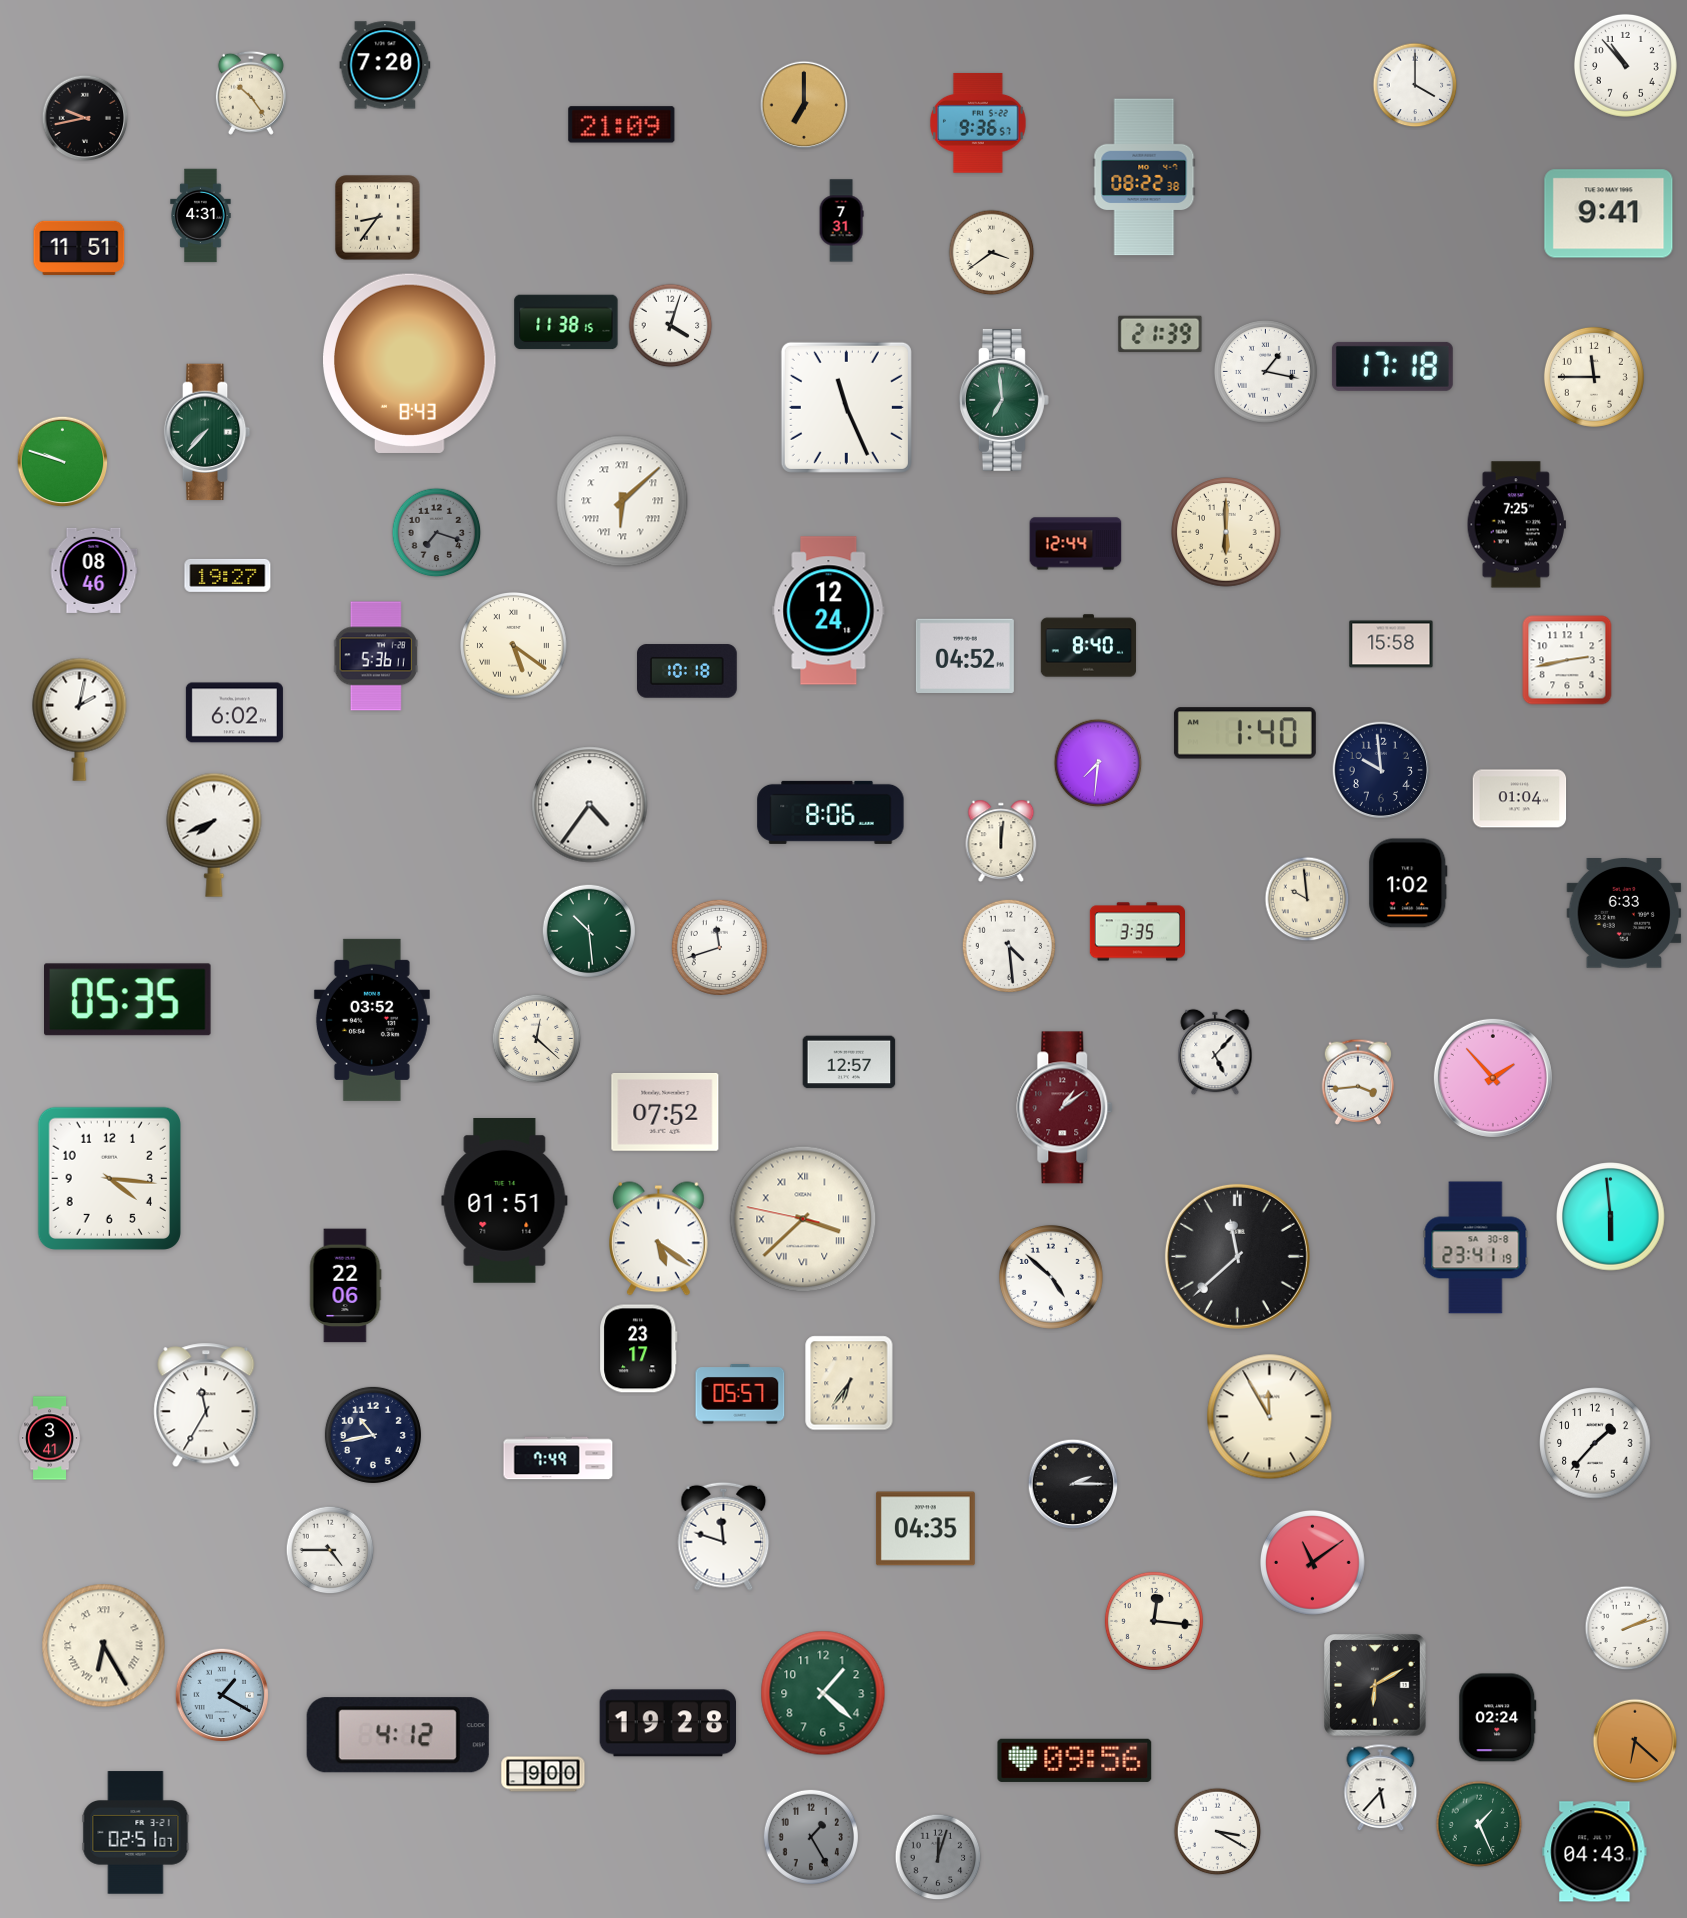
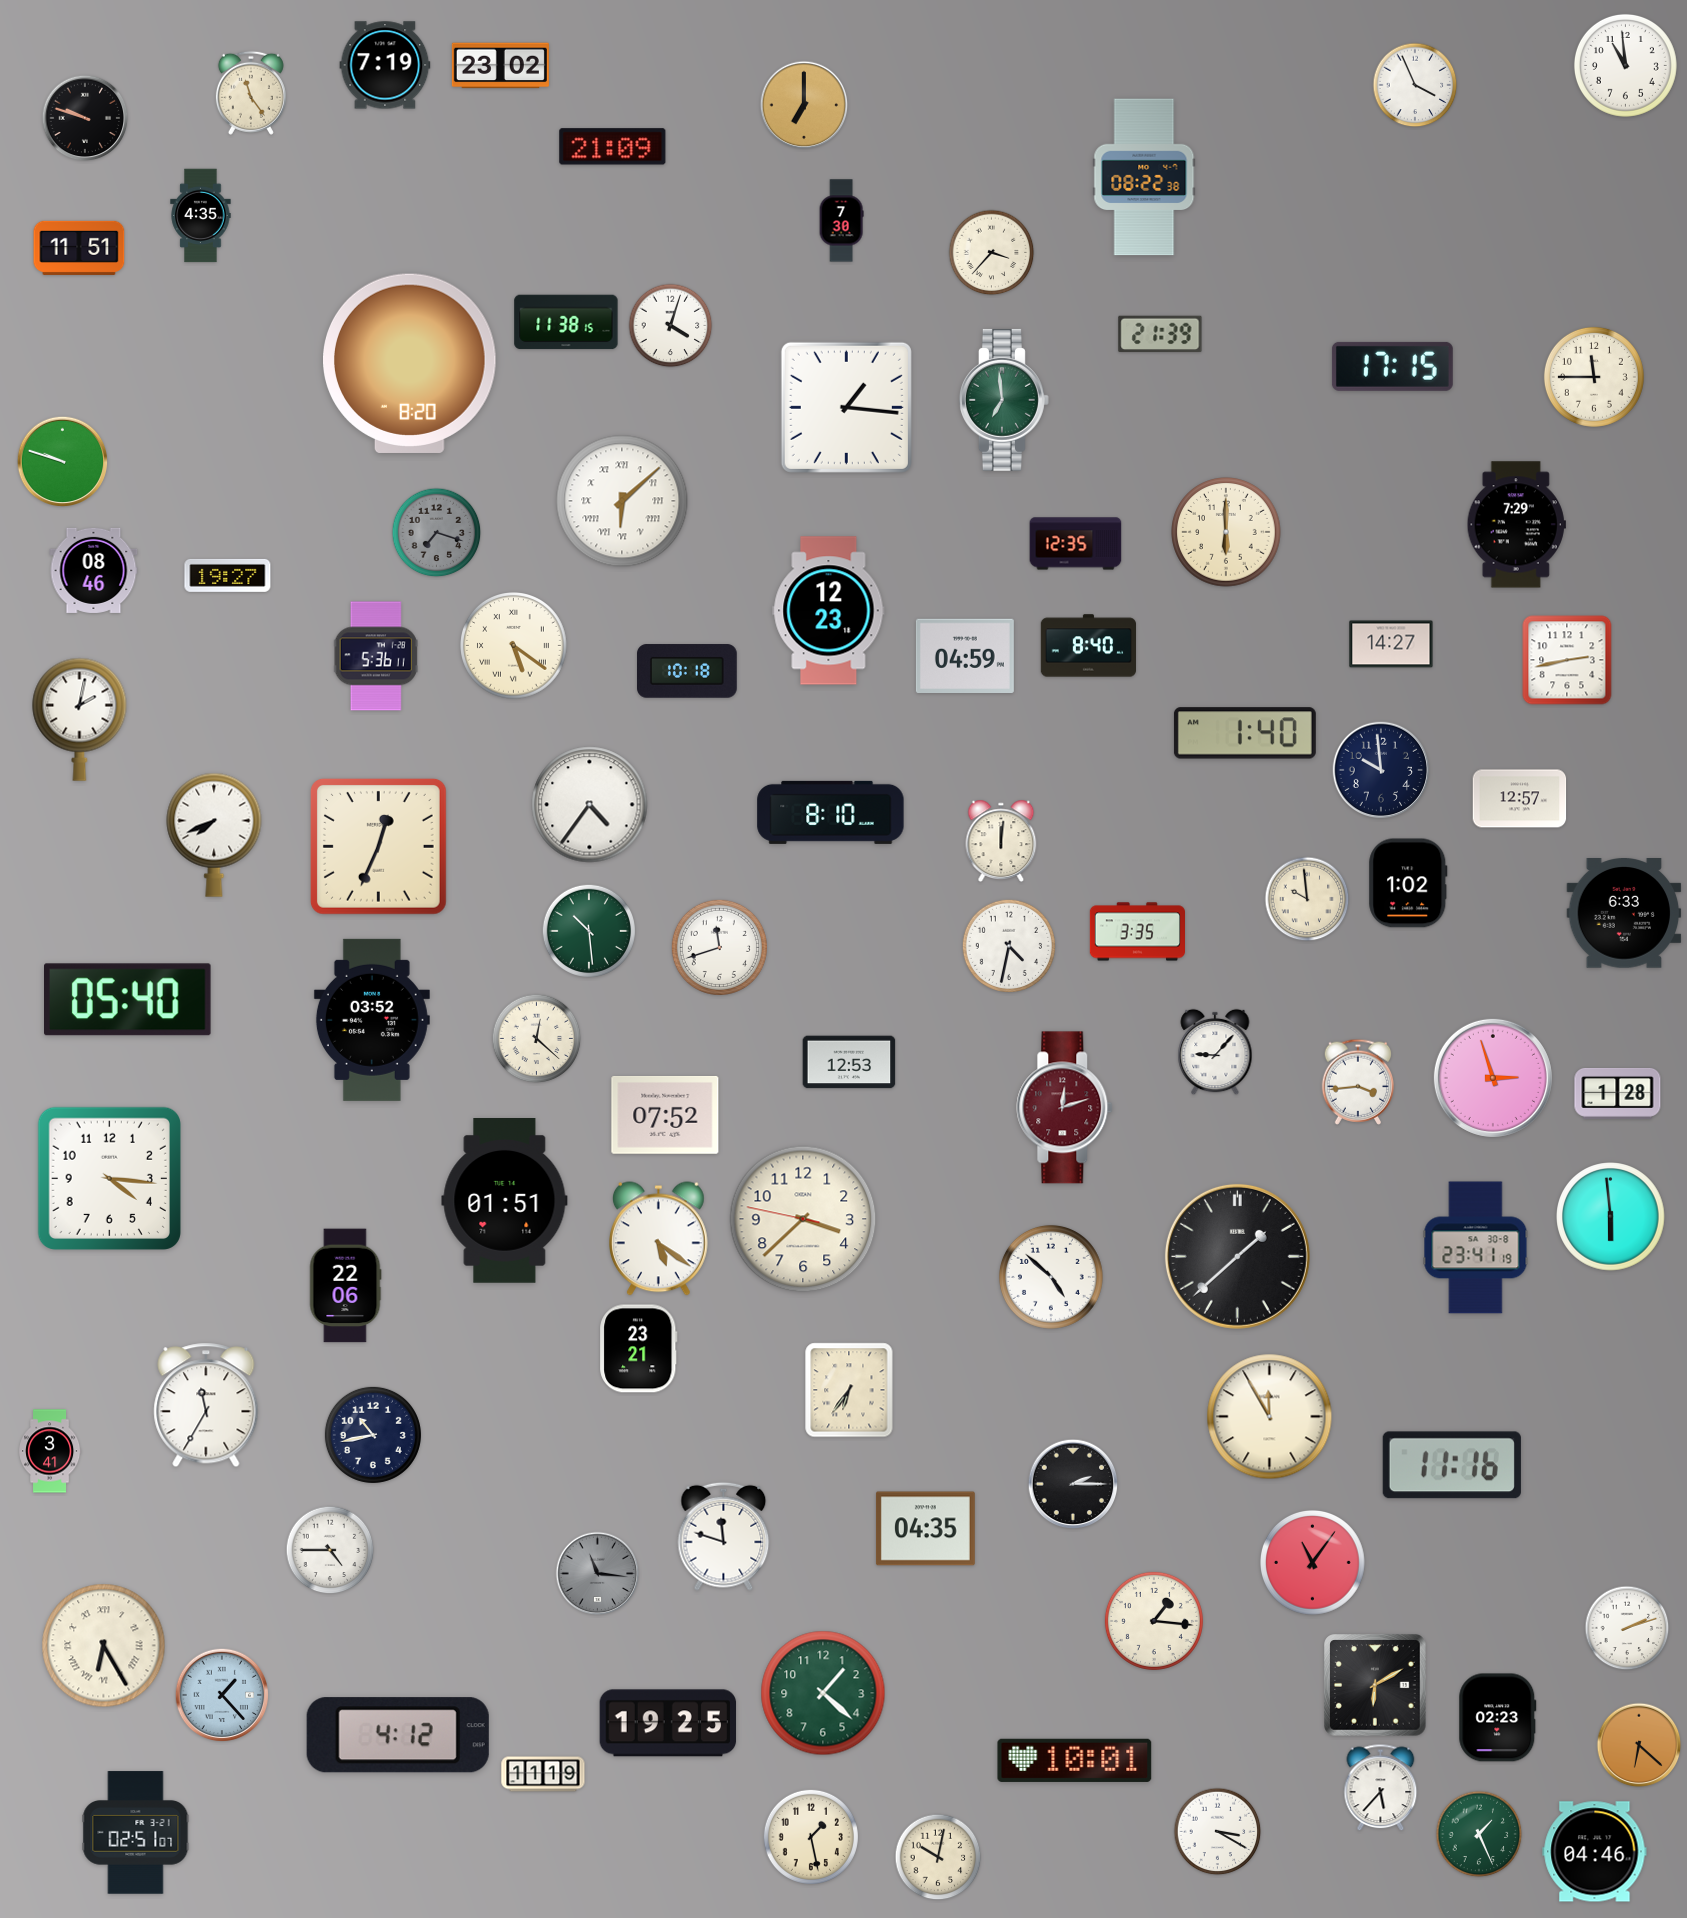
clock at (385, 65): 7:20 -> 7:19
clock at (1625, 65): 10:53 -> 10:59
clock at (500, 66): none -> 23:02
clock at (1415, 85): 4:00 -> 3:56
clock at (251, 93): 10:24 -> 11:24
clock at (85, 118): 9:43 -> 9:48
clock at (978, 123): 9:36 -> none
clock at (622, 125) position: (622, 125) -> (613, 147)
clock at (1609, 214): 9:41 -> none
clock at (201, 216): 4:31 -> 4:35
clock at (378, 218): 8:36 -> none
clock at (841, 221): 7:31 -> 7:30
clock at (992, 253): 3:39 -> 3:37
clock at (410, 363): 8:43 -> 8:20
clock at (1392, 366): 17:18 -> 17:15
clock at (1265, 371): 1:17 -> none
clock at (846, 407): 11:26 -> 1:16
clock at (207, 432): 7:37 -> none
clock at (1516, 525): 7:25 -> 7:29
clock at (1076, 544): 12:44 -> 12:35
clock at (829, 611): 12:24 -> 12:23
clock at (1391, 644): 15:58 -> 14:27
clock at (965, 656): 04:52 -> 04:59
clock at (234, 713): 6:02 -> none
clock at (1098, 763): 7:31 -> none
clock at (1520, 799): 01:04 -> 12:57
clock at (831, 812): 8:06 -> 8:10
clock at (378, 846): none -> 12:34
clock at (1008, 945): 4:29 -> 4:32
clock at (128, 1000): 05:35 -> 05:40
clock at (1215, 1052): 5:07 -> 9:07
clock at (849, 1062): 12:57 -> 12:53
clock at (1493, 1078): 1:53 -> 2:57
clock at (1618, 1093): none -> 1:28
clock at (1065, 1108): 1:09 -> 12:12
clock at (665, 1112) position: (665, 1112) -> (665, 1115)
clock at (803, 1219) numerals: Roman -> Arabic
clock at (1237, 1256): 11:38 -> 1:38
clock at (639, 1349): 23:17 -> 23:21
clock at (849, 1383) position: (849, 1383) -> (849, 1390)
clock at (740, 1394): 05:57 -> none
clock at (51, 1438) position: (51, 1438) -> (51, 1451)
clock at (1595, 1443): 1:37 -> none
clock at (558, 1458): 7:49 -> none
clock at (1452, 1465): none -> 11:16
clock at (1312, 1562): 11:09 -> 11:06
clock at (598, 1574): none -> 11:16
clock at (1154, 1621): 12:16 -> 1:16
clock at (222, 1695): 1:20 -> 1:23
clock at (1498, 1718): 02:24 -> 02:23
clock at (668, 1723): 19:28 -> 19:25
clock at (1635, 1741) position: (1635, 1741) -> (1639, 1745)
clock at (1075, 1760): 09:56 -> 10:01
clock at (543, 1774): 9:00 -> 11:19
clock at (1479, 1824) position: (1479, 1824) -> (1479, 1834)
clock at (811, 1837): 1:25 -> 1:28
clock at (811, 1837) dial: grey -> cream
clock at (1595, 1852): 04:43 -> 04:46
clock at (938, 1857): 12:03 -> 10:02
clock at (938, 1857) dial: grey -> cream
